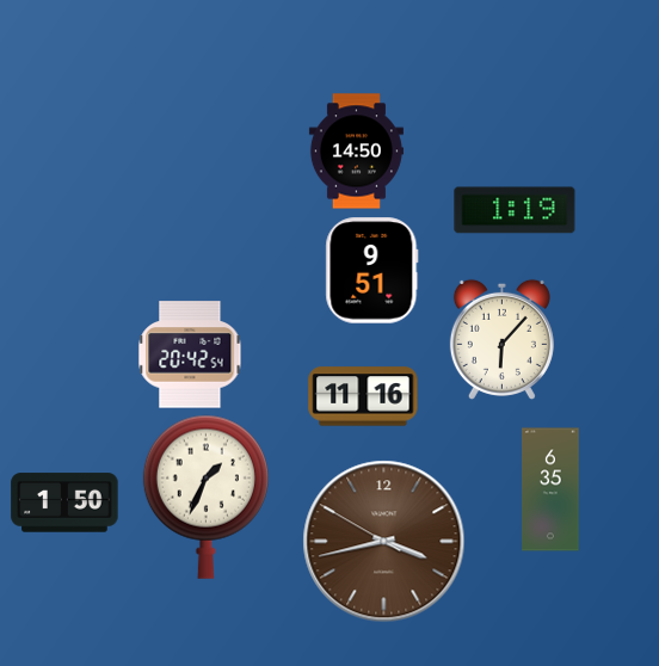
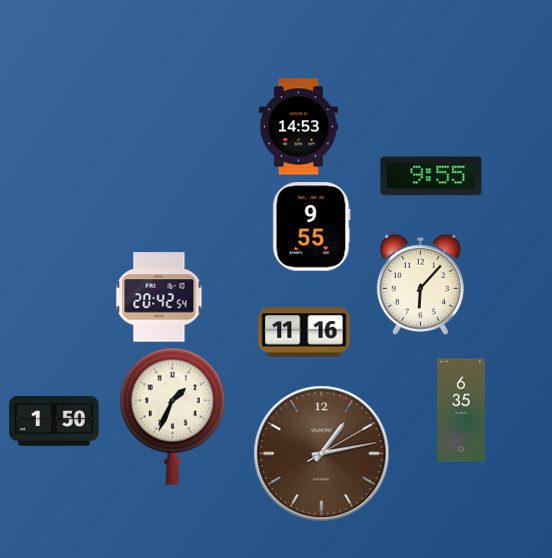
clock at (356, 152): 14:50 -> 14:53
clock at (515, 210): 1:19 -> 9:55
clock at (372, 271): 9:51 -> 9:55
clock at (384, 542): 3:42 -> 1:13
